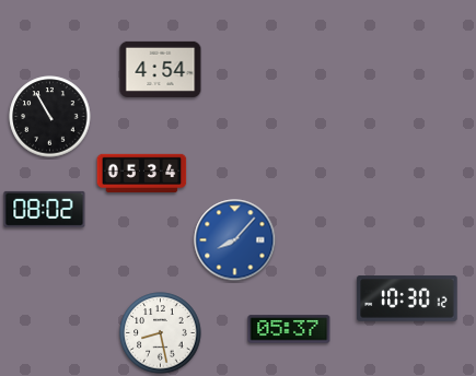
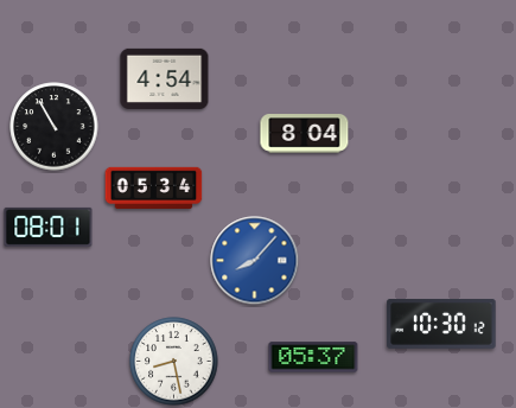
clock at (161, 69) position: (161, 69) -> (165, 78)
clock at (305, 134): none -> 8:04
clock at (45, 209): 08:02 -> 08:01
